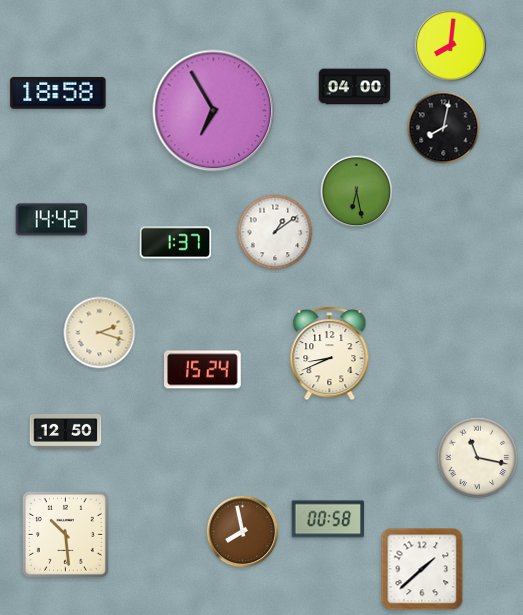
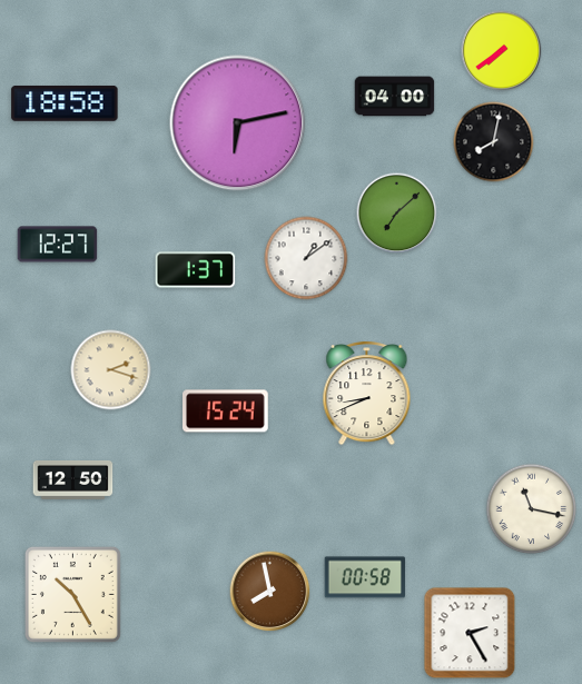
clock at (451, 46): 8:01 -> 7:39
clock at (214, 111): 6:55 -> 6:13
clock at (357, 192): 6:28 -> 7:08
clock at (52, 220): 14:42 -> 12:27
clock at (65, 534): 10:29 -> 10:25
clock at (422, 569): 1:38 -> 2:25
